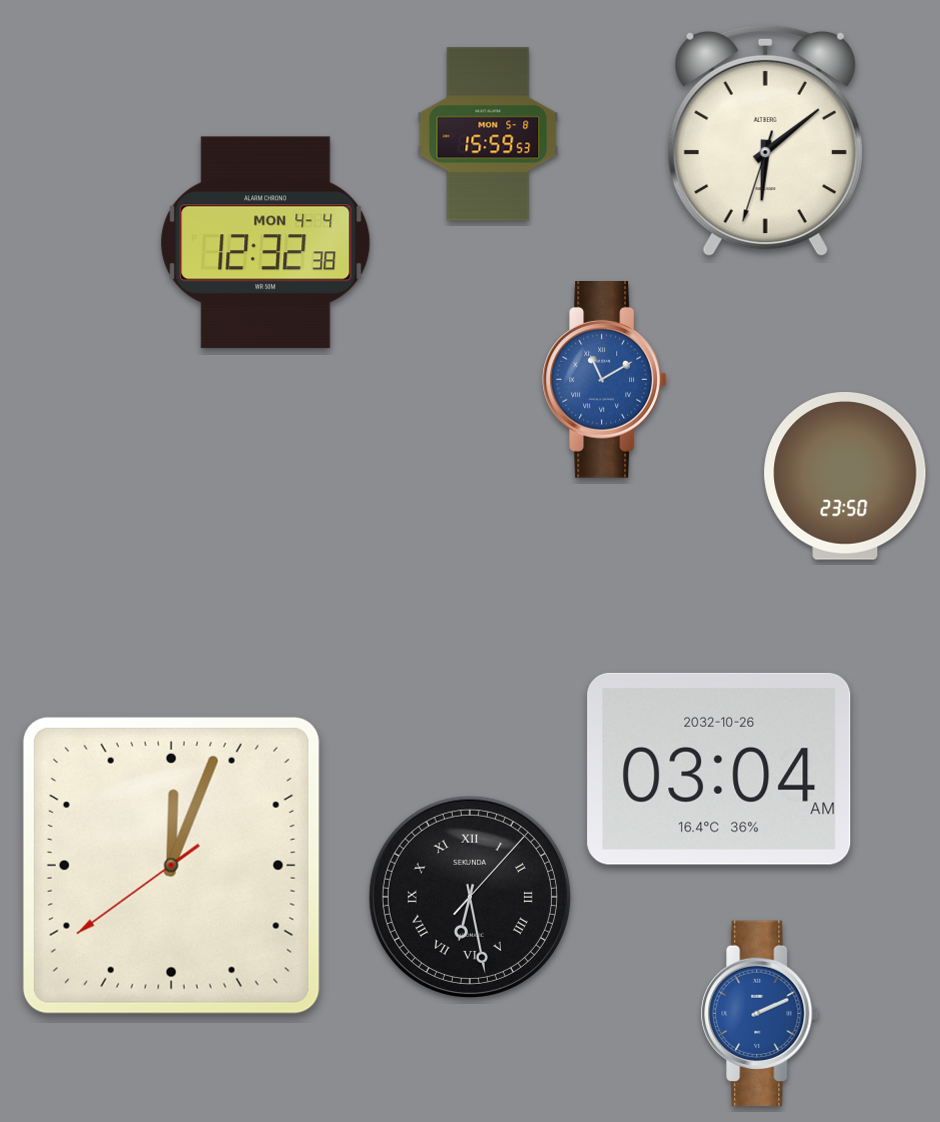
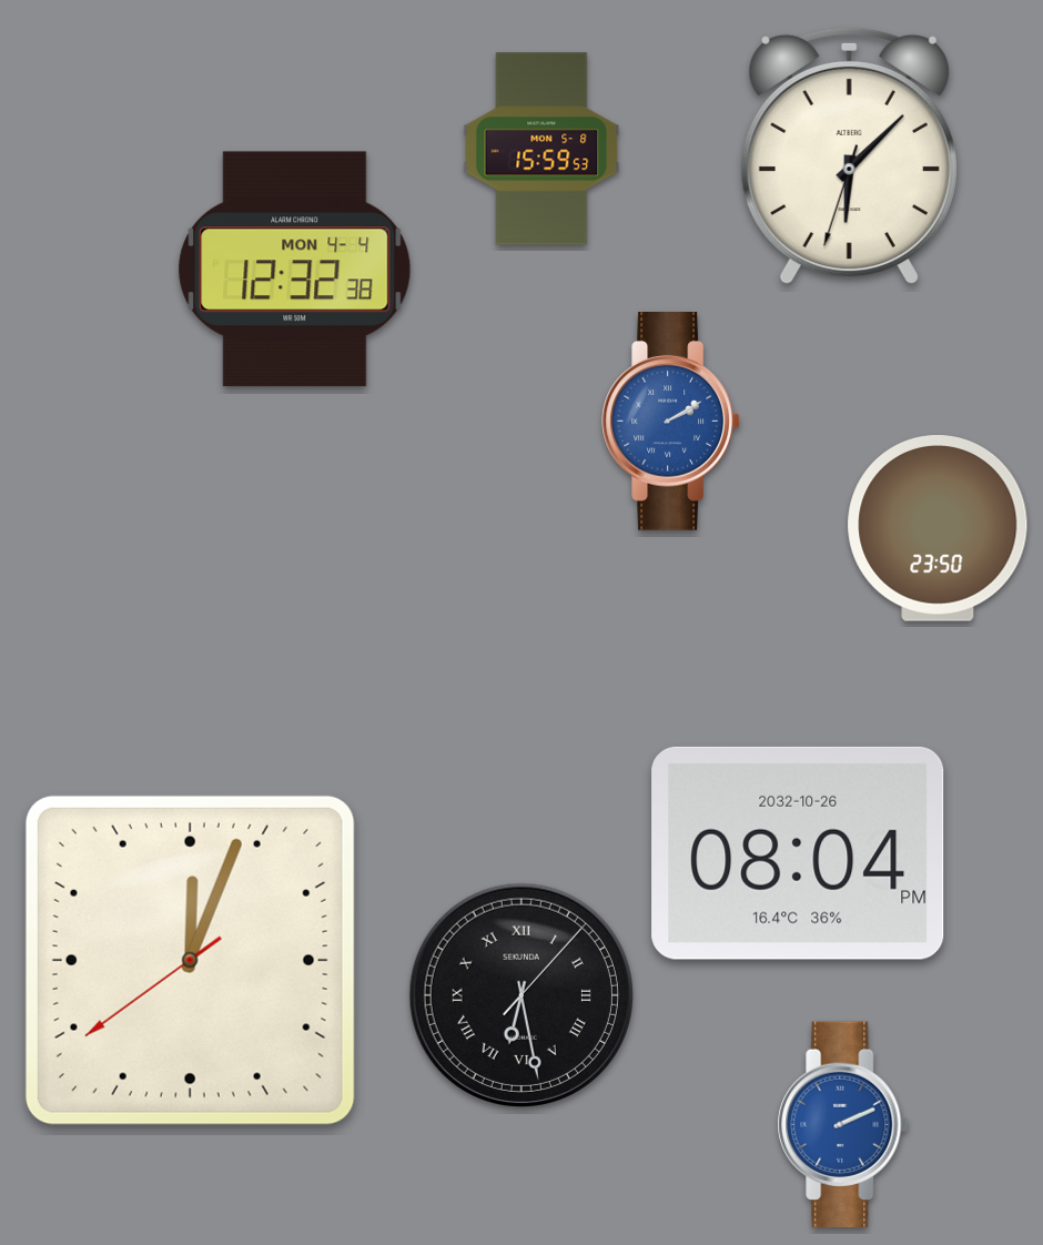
clock at (765, 141): 6:08 -> 6:07
clock at (604, 380): 11:10 -> 2:10
clock at (719, 769): 03:04 -> 08:04
